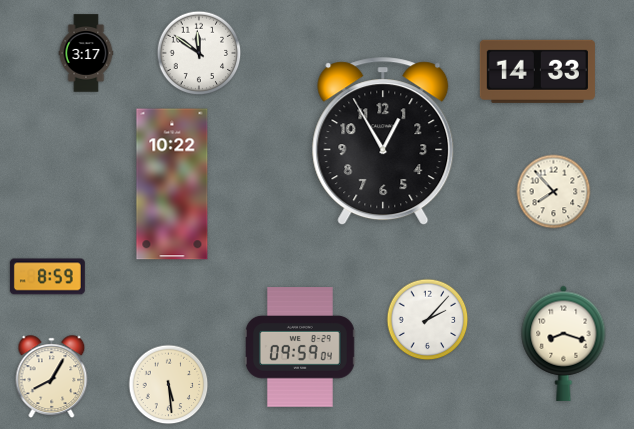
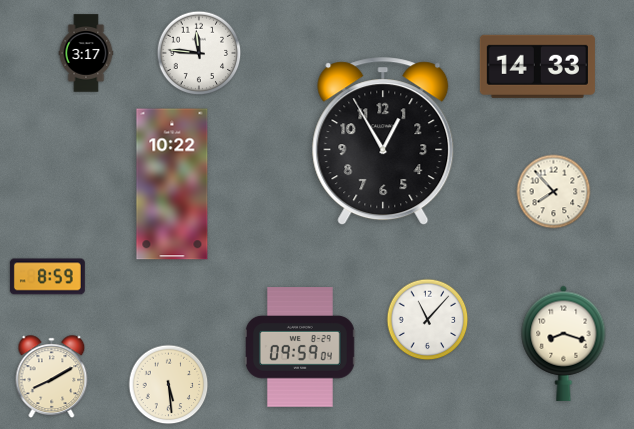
clock at (199, 53): 11:51 -> 11:46
clock at (537, 71) position: (537, 71) -> (537, 66)
clock at (428, 320): 2:07 -> 11:07
clock at (52, 376): 8:05 -> 8:10
